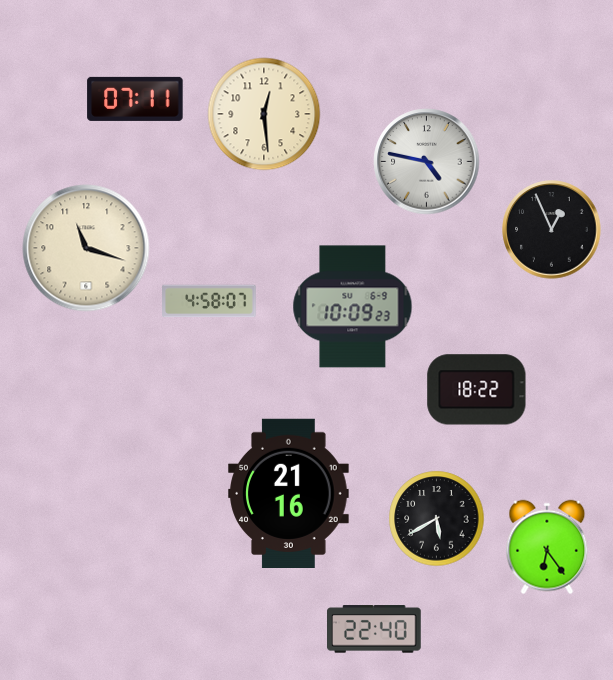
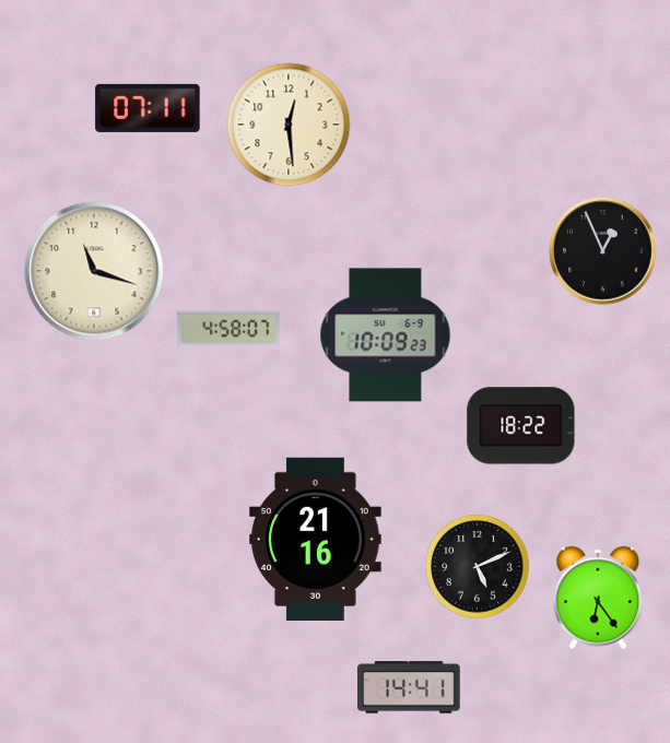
clock at (427, 162): 4:47 -> none
clock at (437, 519): 5:40 -> 5:11
clock at (375, 629): 22:40 -> 14:41
